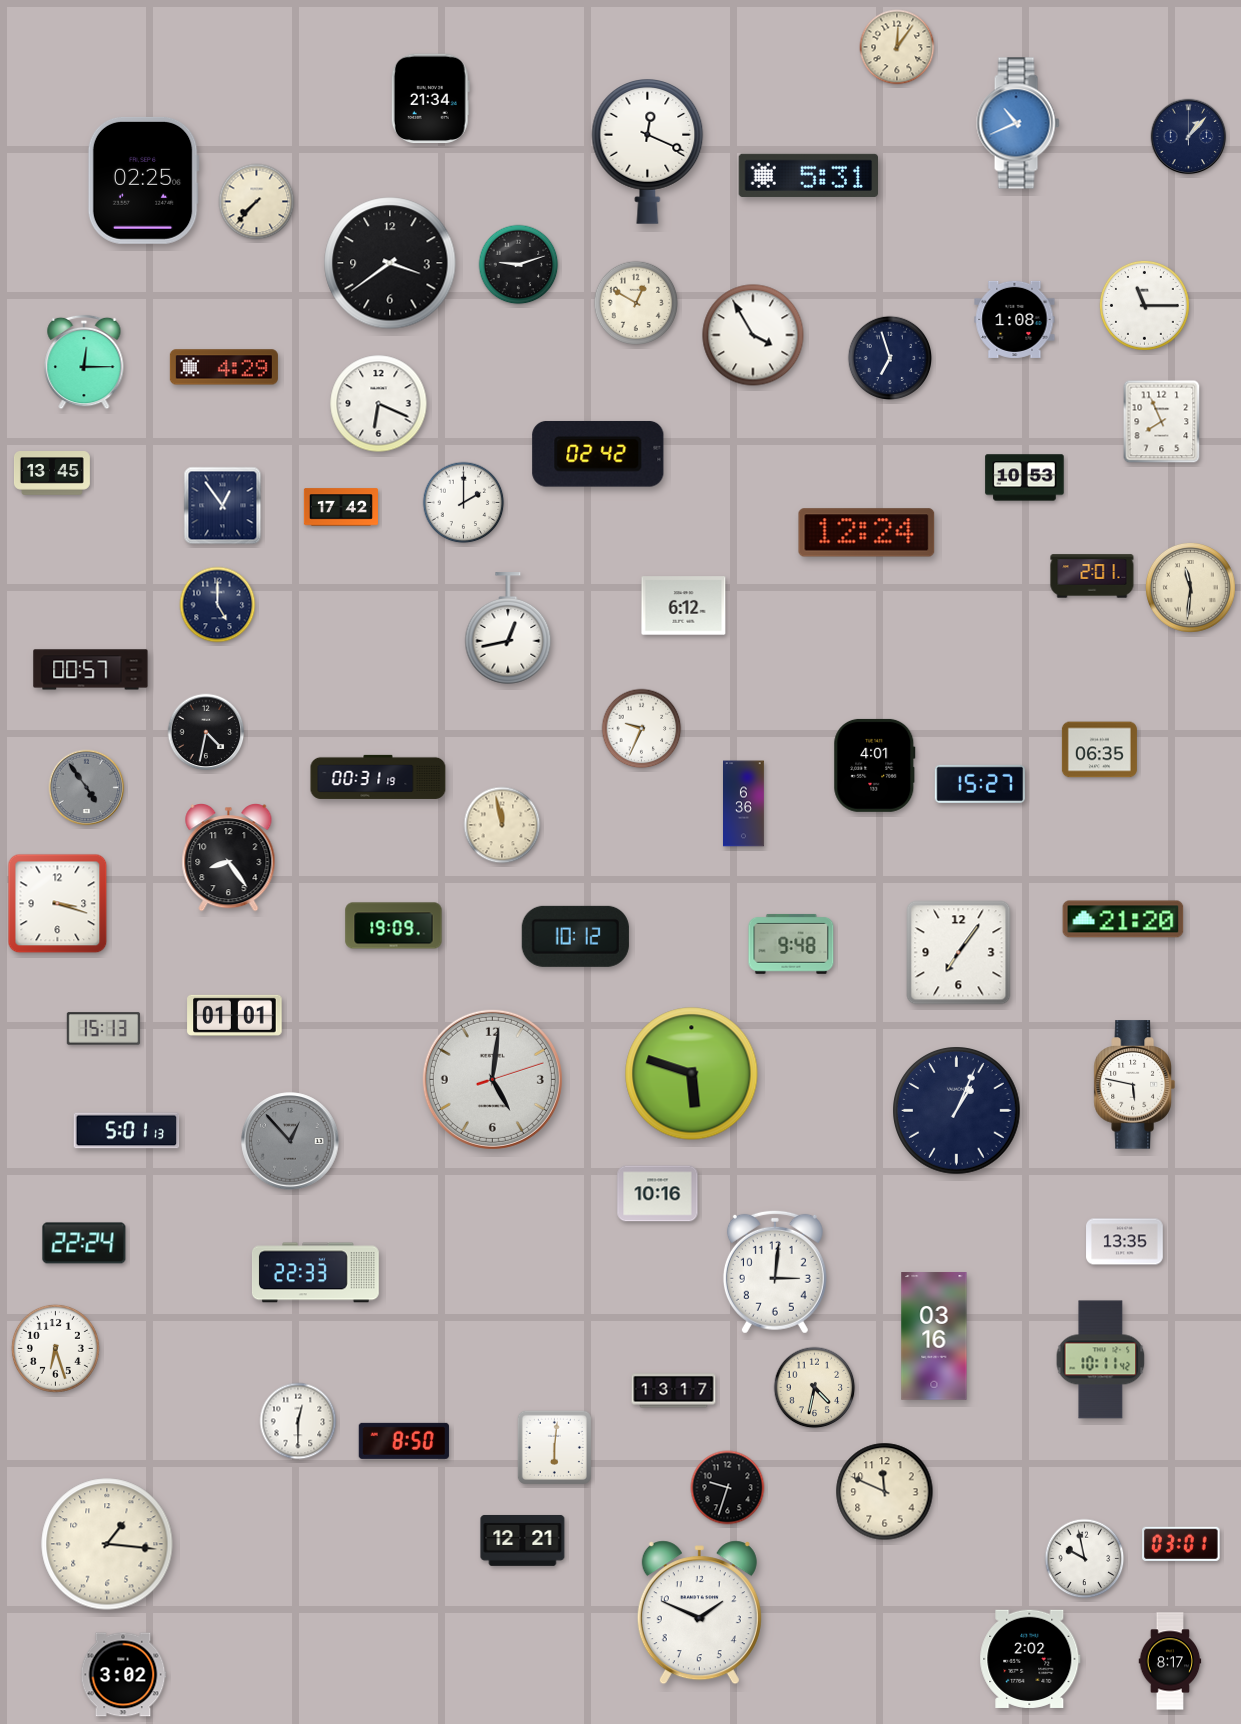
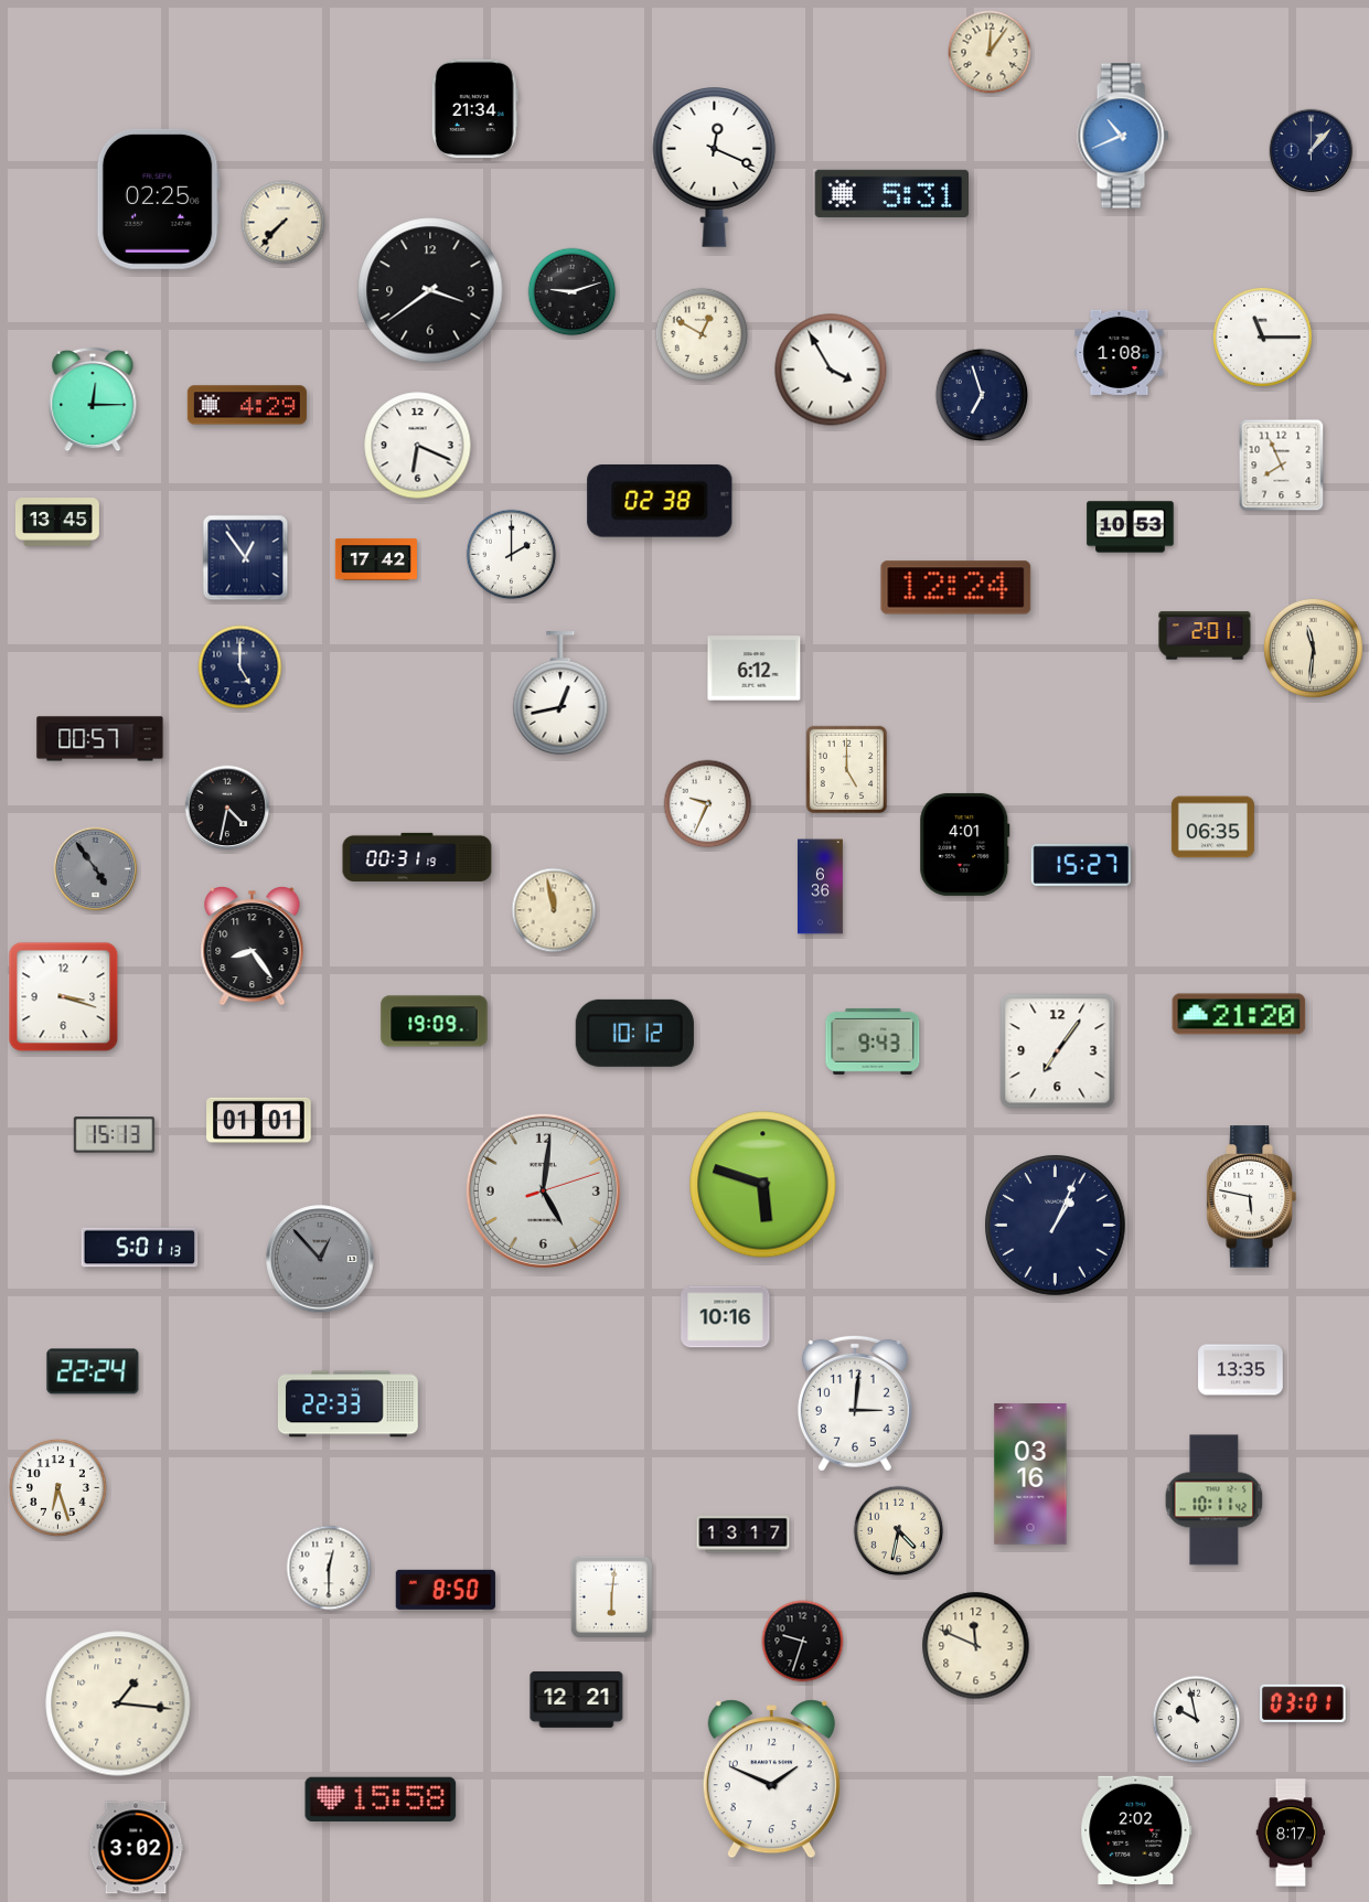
clock at (598, 454): 02:42 -> 02:38
clock at (846, 769): none -> 5:00
clock at (791, 944): 9:48 -> 9:43
clock at (55, 1348) position: (55, 1348) -> (57, 1487)
clock at (381, 1798): none -> 15:58
